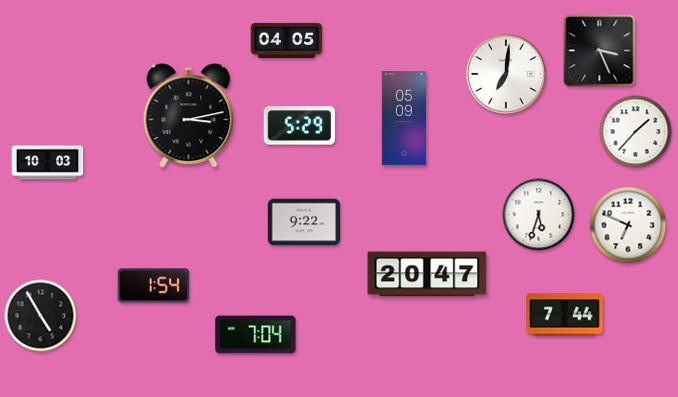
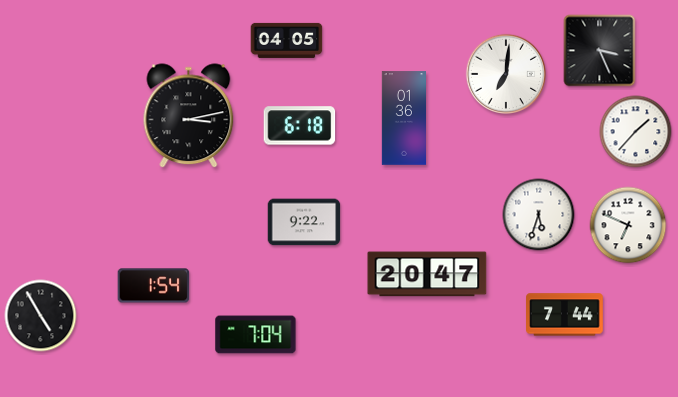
clock at (403, 118): 05:09 -> 01:36
clock at (300, 126): 5:29 -> 6:18
clock at (48, 163): 10:03 -> none
